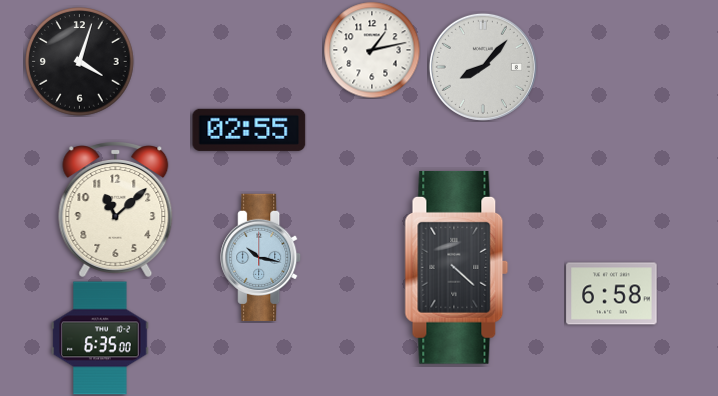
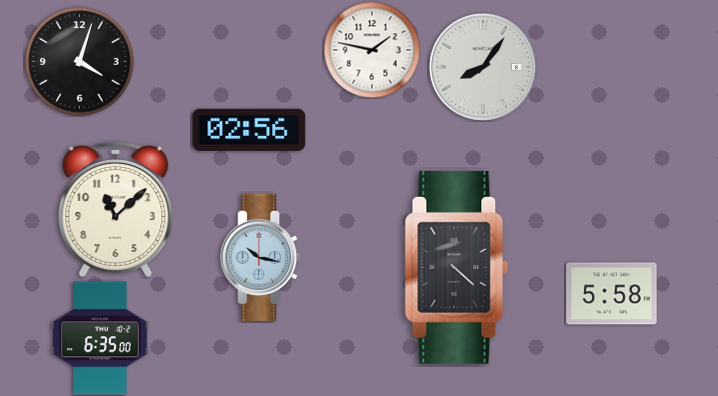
clock at (372, 50): 1:13 -> 1:47
clock at (483, 67): 8:07 -> 8:06
clock at (249, 130): 02:55 -> 02:56
clock at (612, 294): 6:58 -> 5:58
